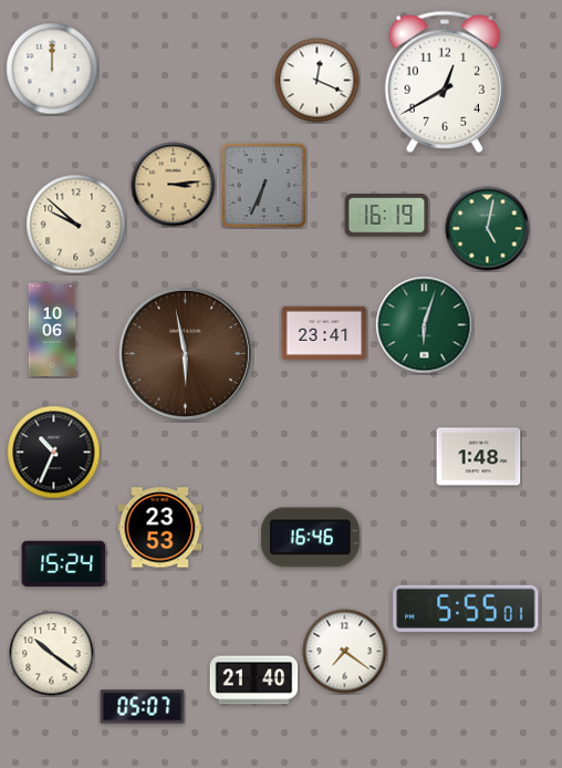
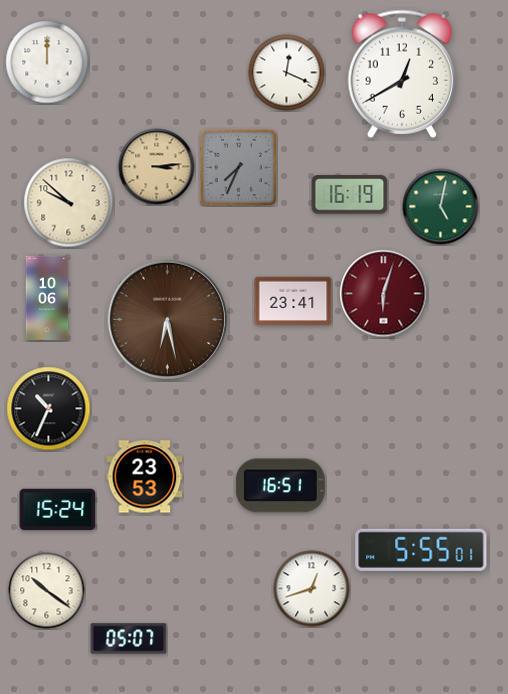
clock at (263, 185): 6:34 -> 7:34
clock at (425, 325) dial: green -> burgundy
clock at (185, 353): 5:58 -> 6:28
clock at (479, 457): 1:48 -> none
clock at (310, 538): 16:46 -> 16:51
clock at (345, 652): 7:21 -> 12:42
clock at (254, 681): 21:40 -> none
